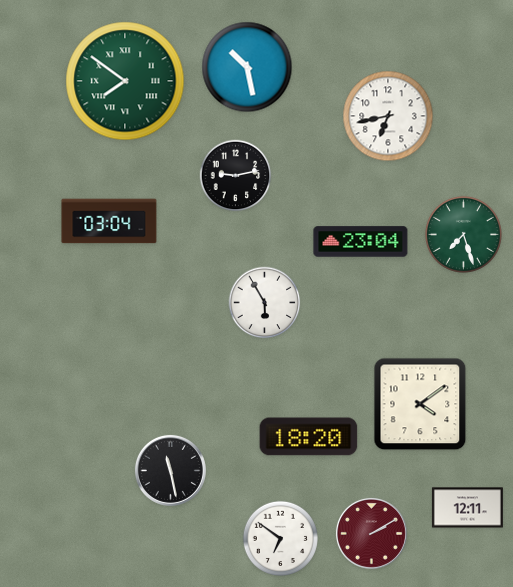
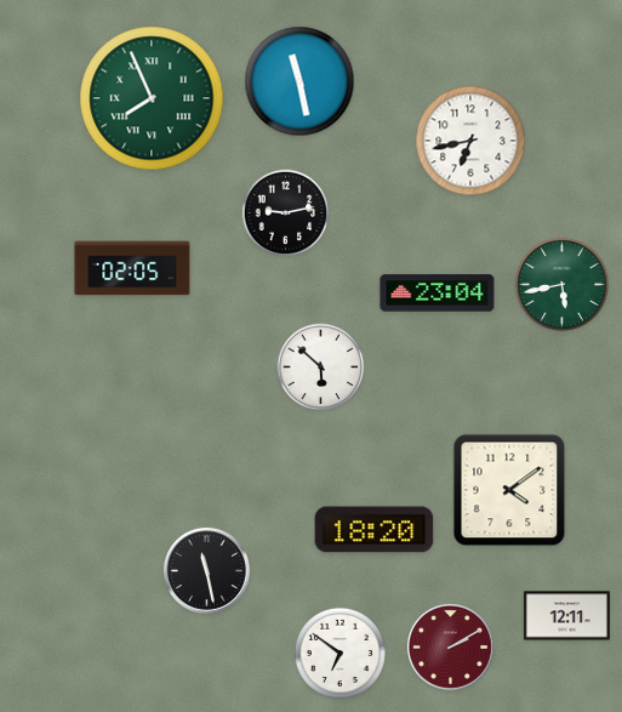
clock at (247, 67): 10:28 -> 11:28
clock at (125, 81): 7:51 -> 7:56
clock at (109, 221): 03:04 -> 02:05
clock at (463, 234): 7:27 -> 5:43
clock at (265, 303): 5:55 -> 5:52
